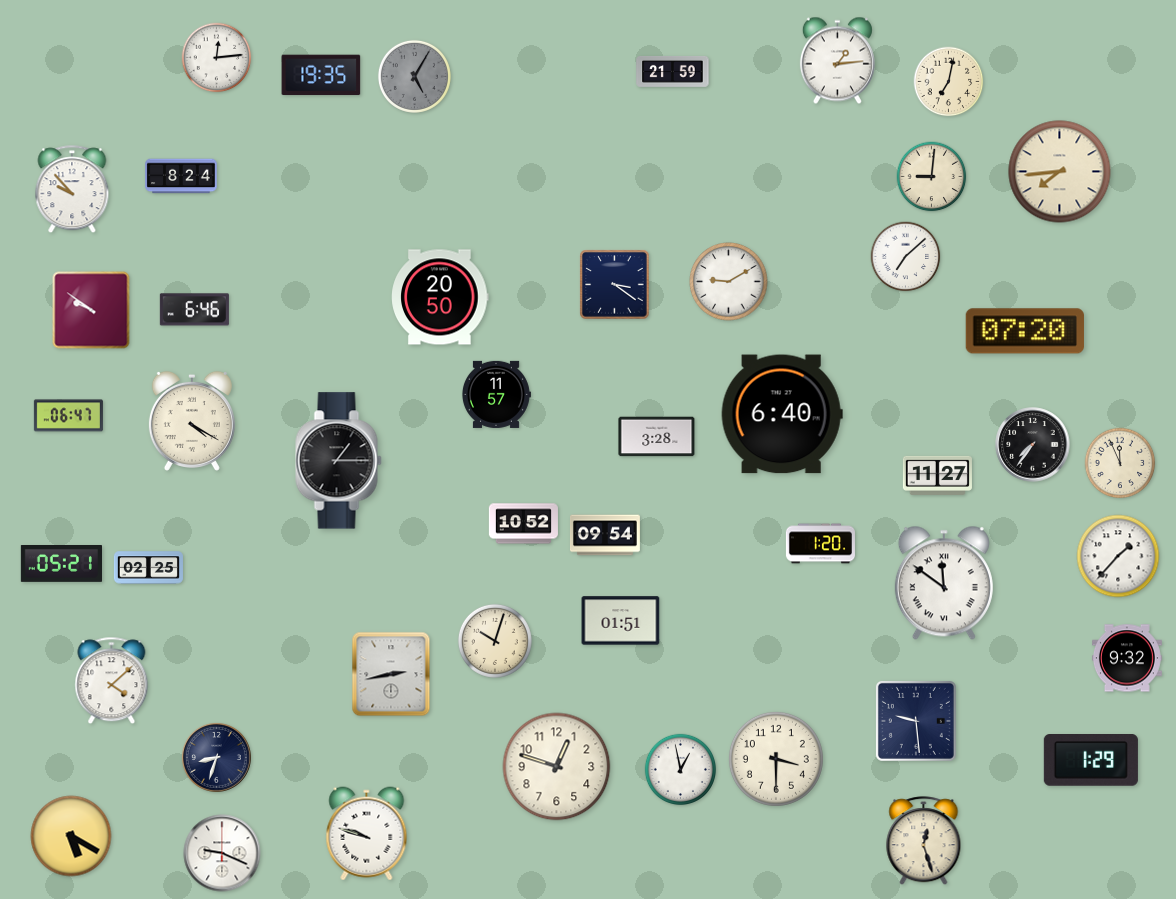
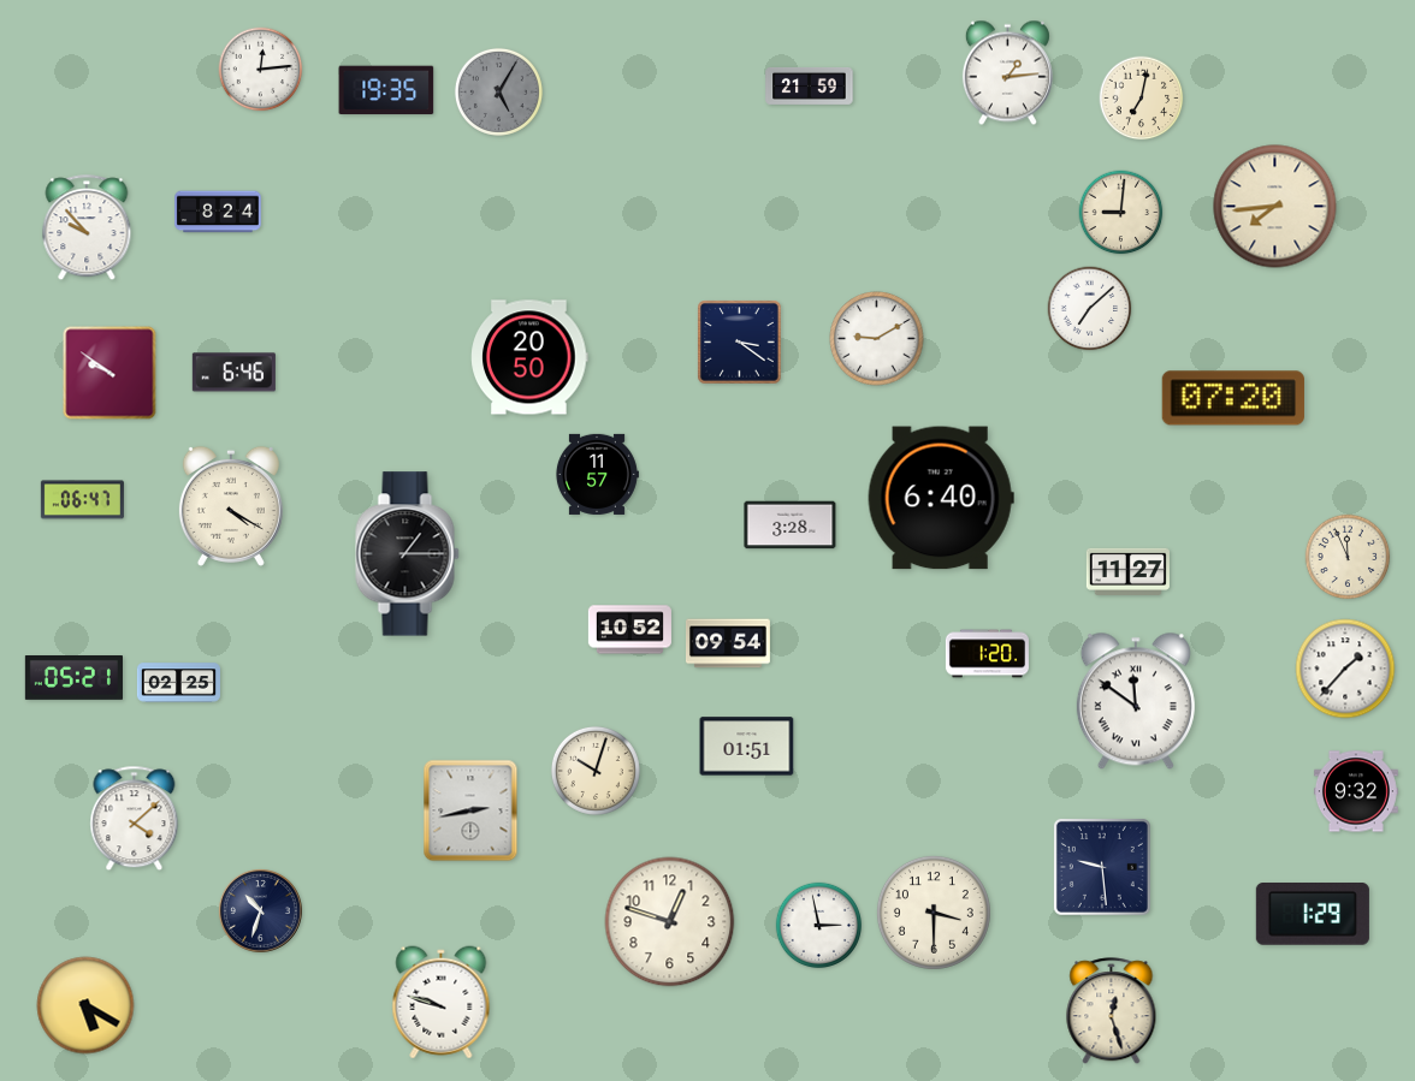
clock at (1033, 445): 7:36 -> none
clock at (216, 757): 8:33 -> 10:33
clock at (681, 770): 12:58 -> 2:58
clock at (222, 853): 9:19 -> none
